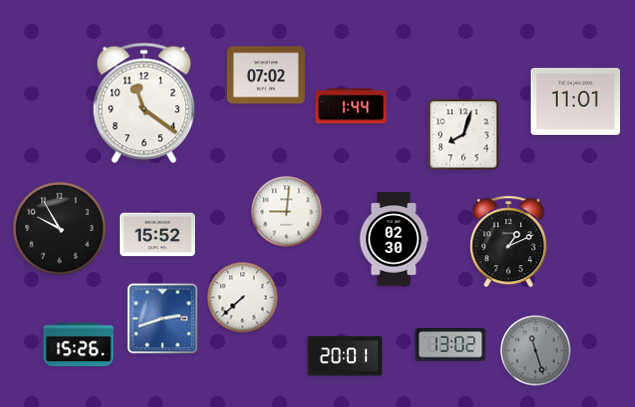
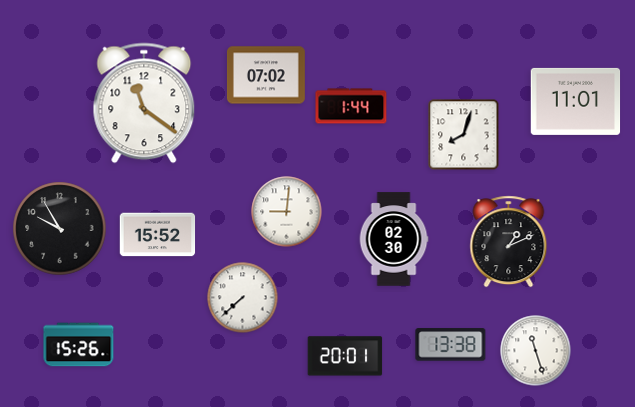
clock at (163, 319): 2:42 -> none
clock at (451, 345): 13:02 -> 13:38
clock at (536, 351) dial: grey -> white
